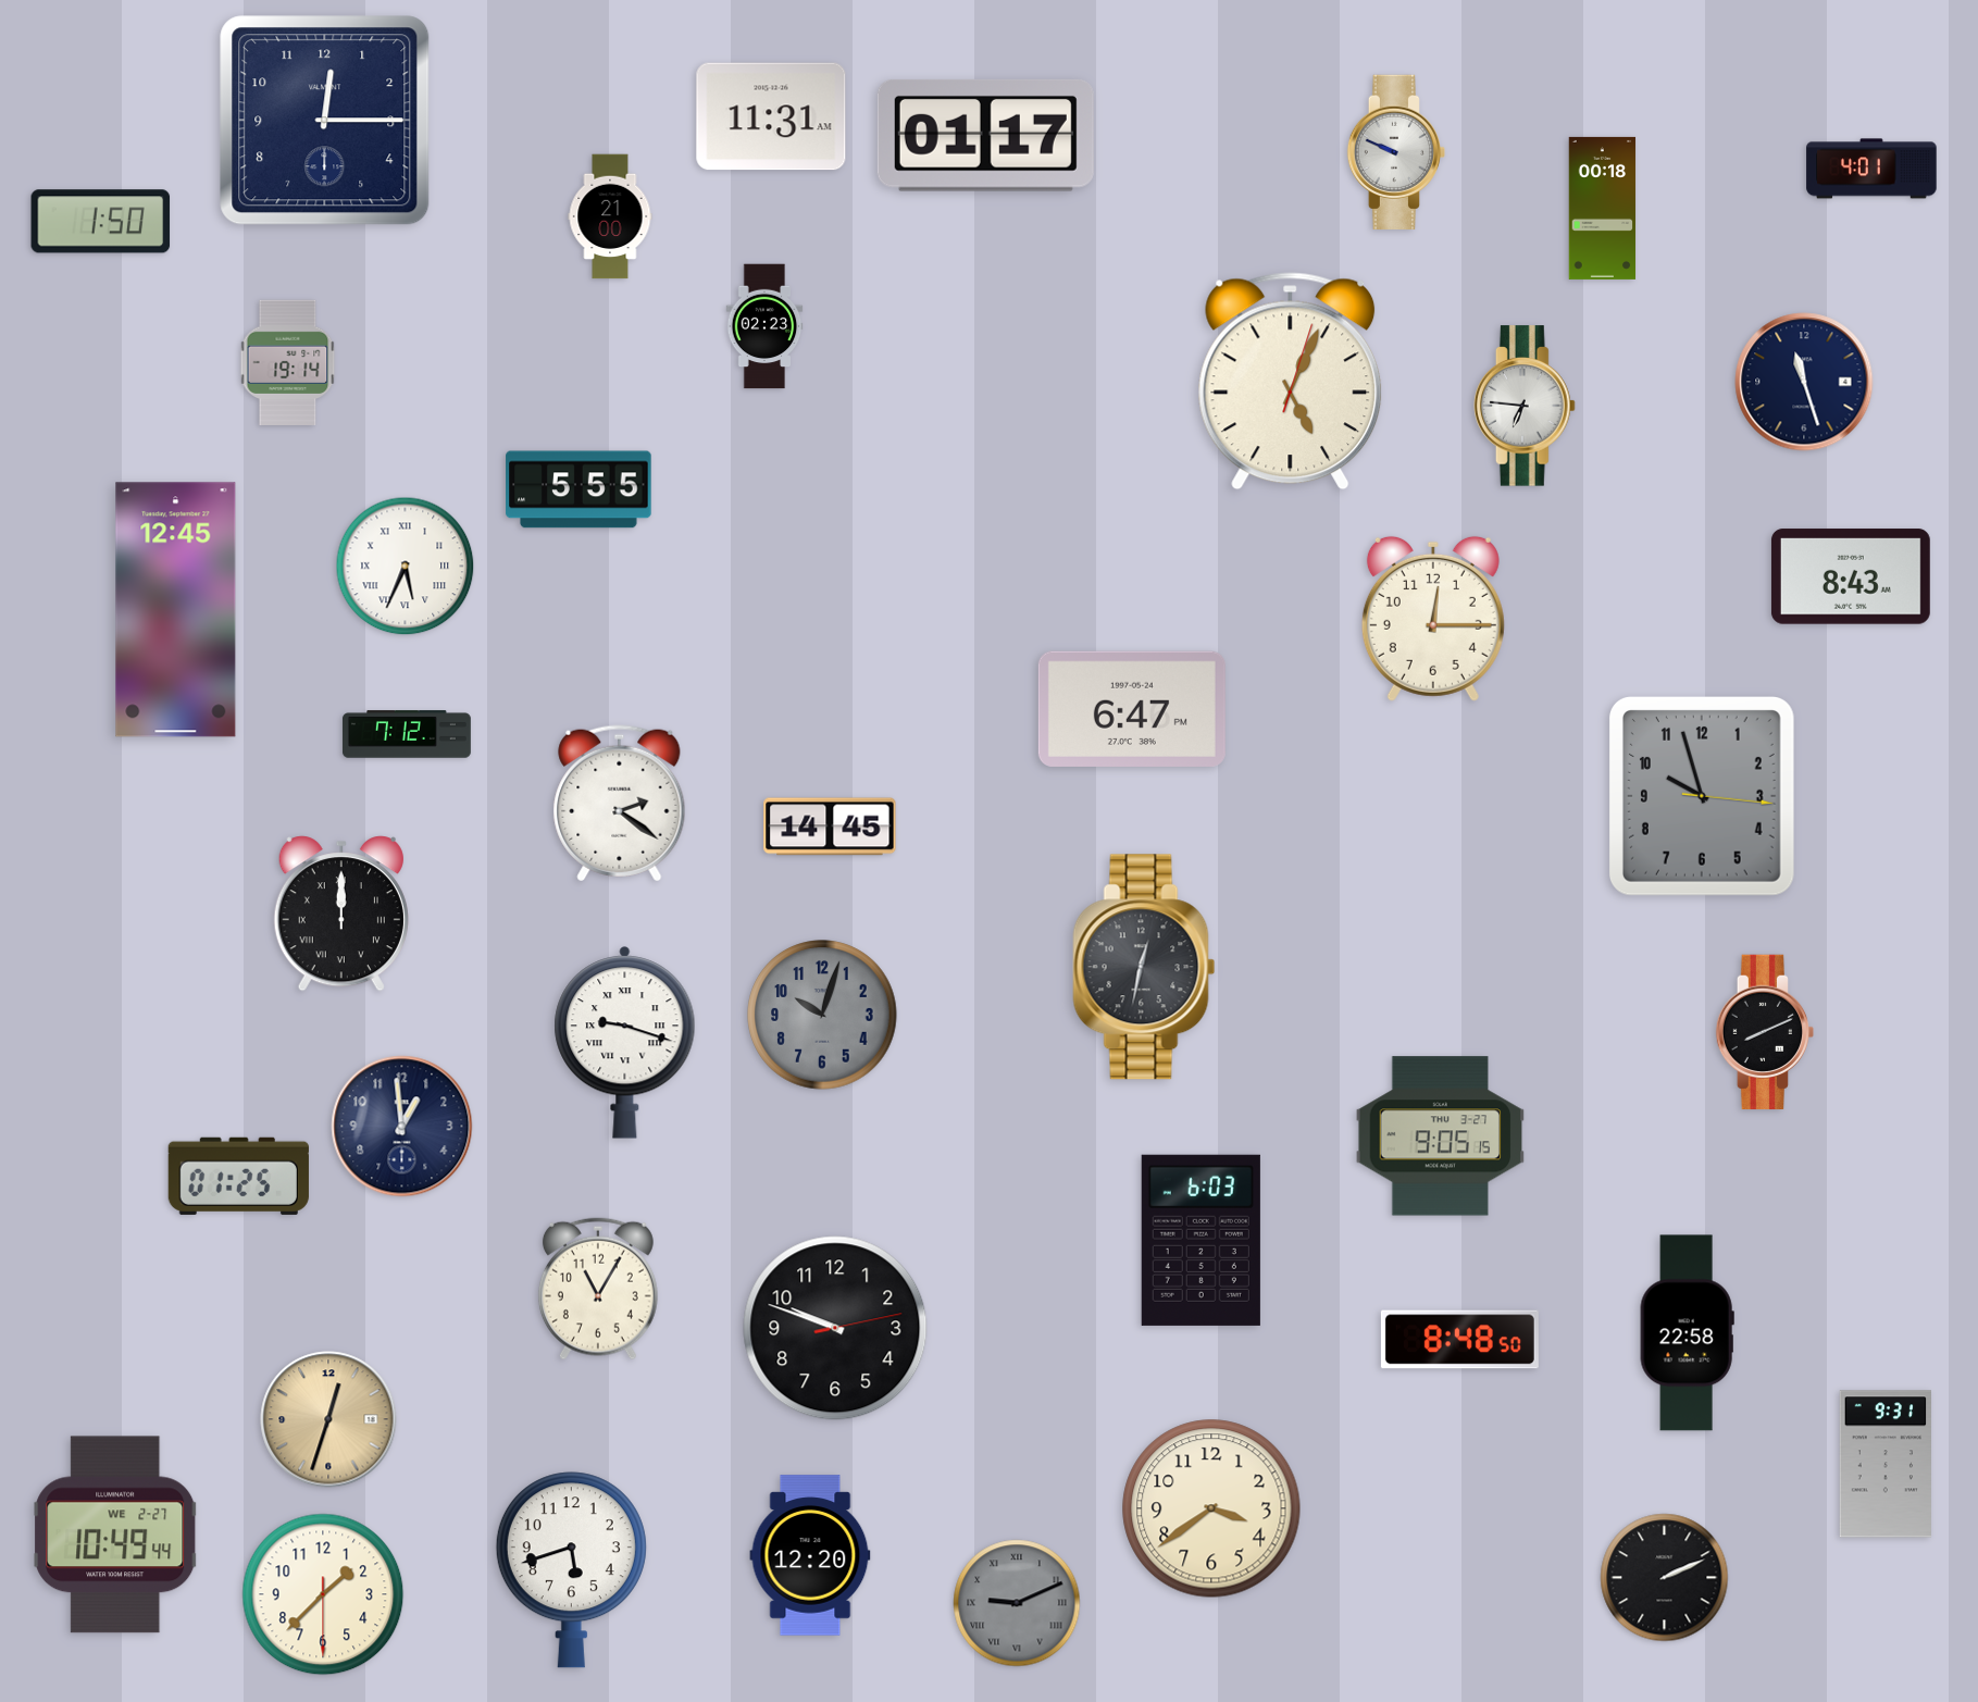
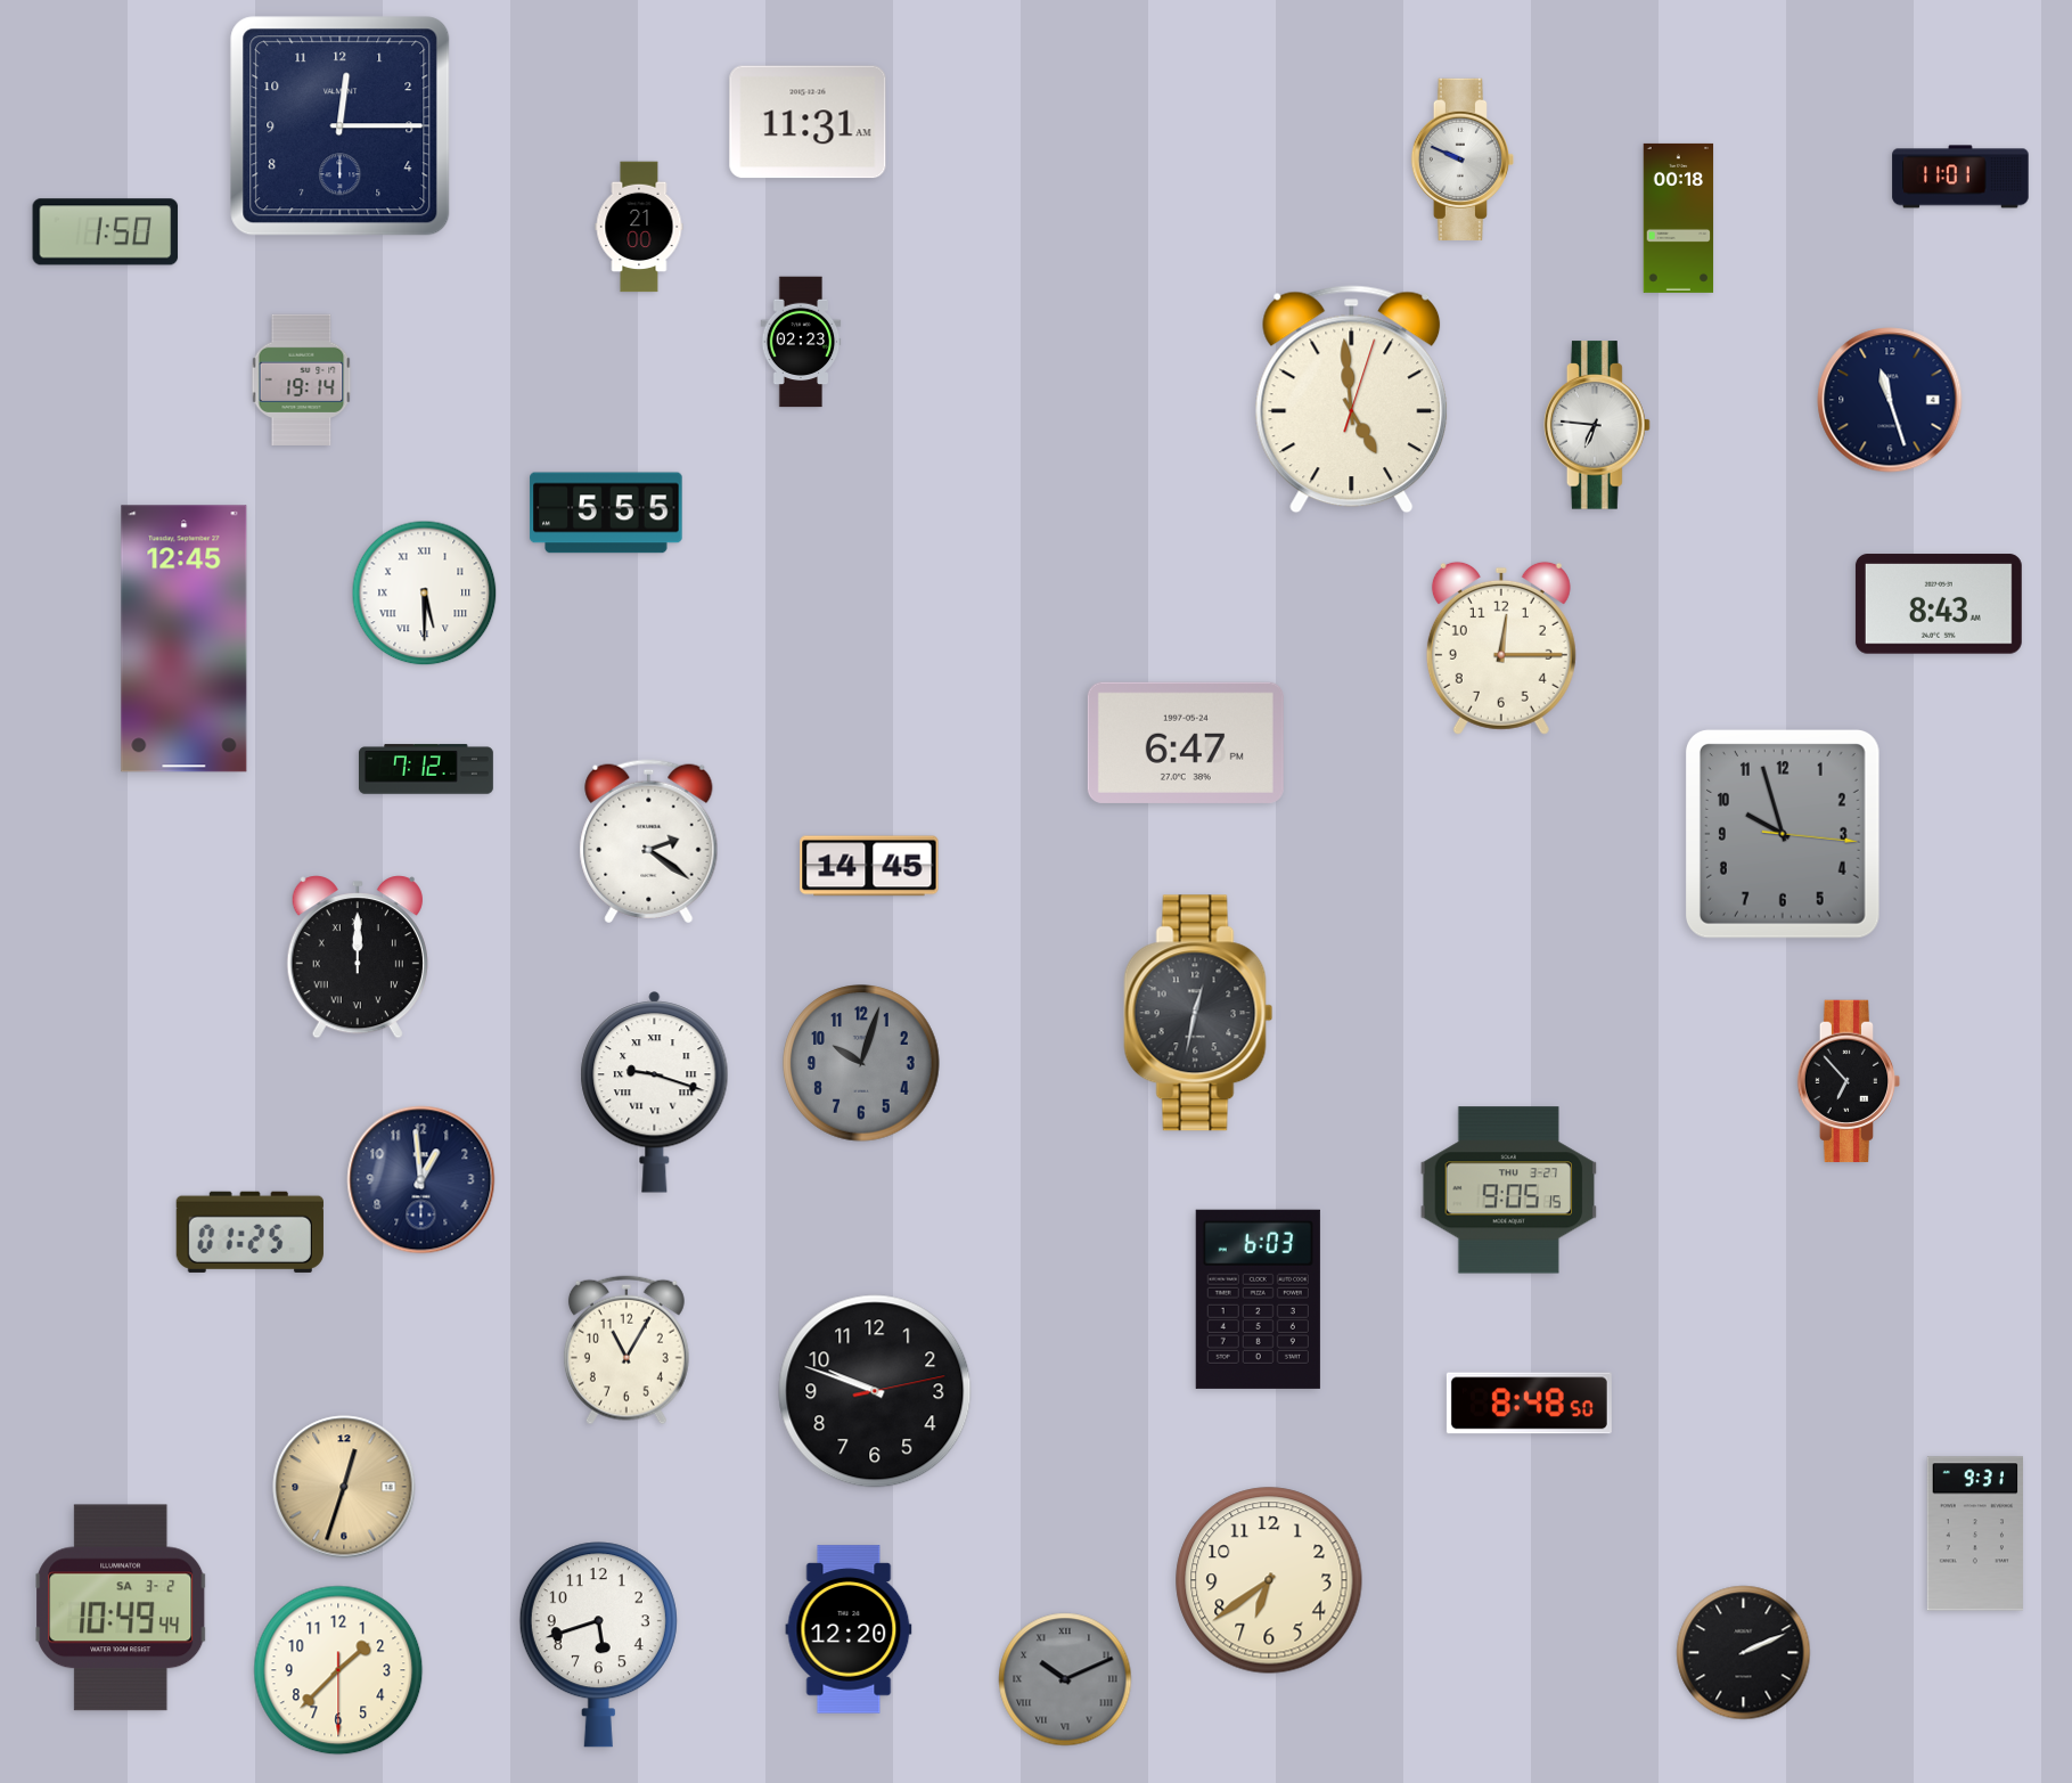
clock at (985, 135): 01:17 -> none
clock at (1871, 169): 4:01 -> 11:01
clock at (1291, 382): 5:04 -> 4:59
clock at (406, 567): 5:34 -> 5:30
clock at (1765, 1032): 8:11 -> 6:53
clock at (1687, 1333): 22:58 -> none
clock at (1211, 1508): 3:39 -> 6:39
clock at (115, 1535) date: WE 2-27 -> SA 3-2
clock at (1017, 1603): 9:11 -> 10:11
